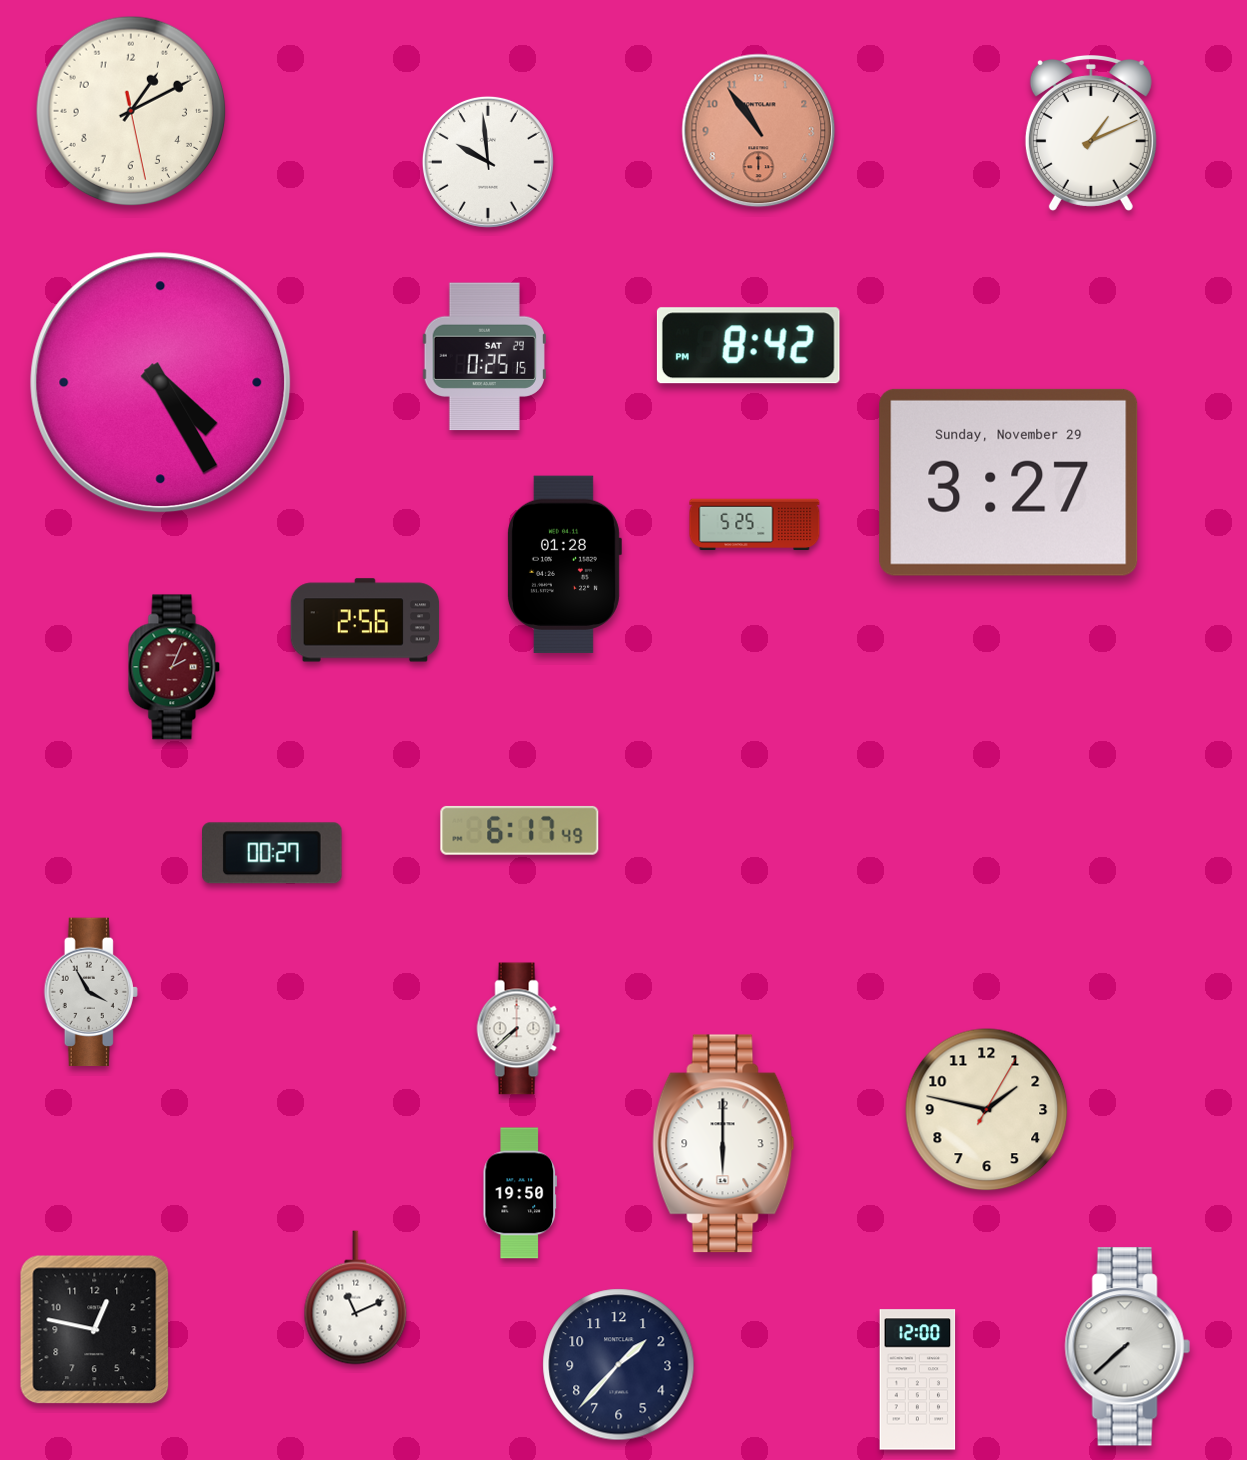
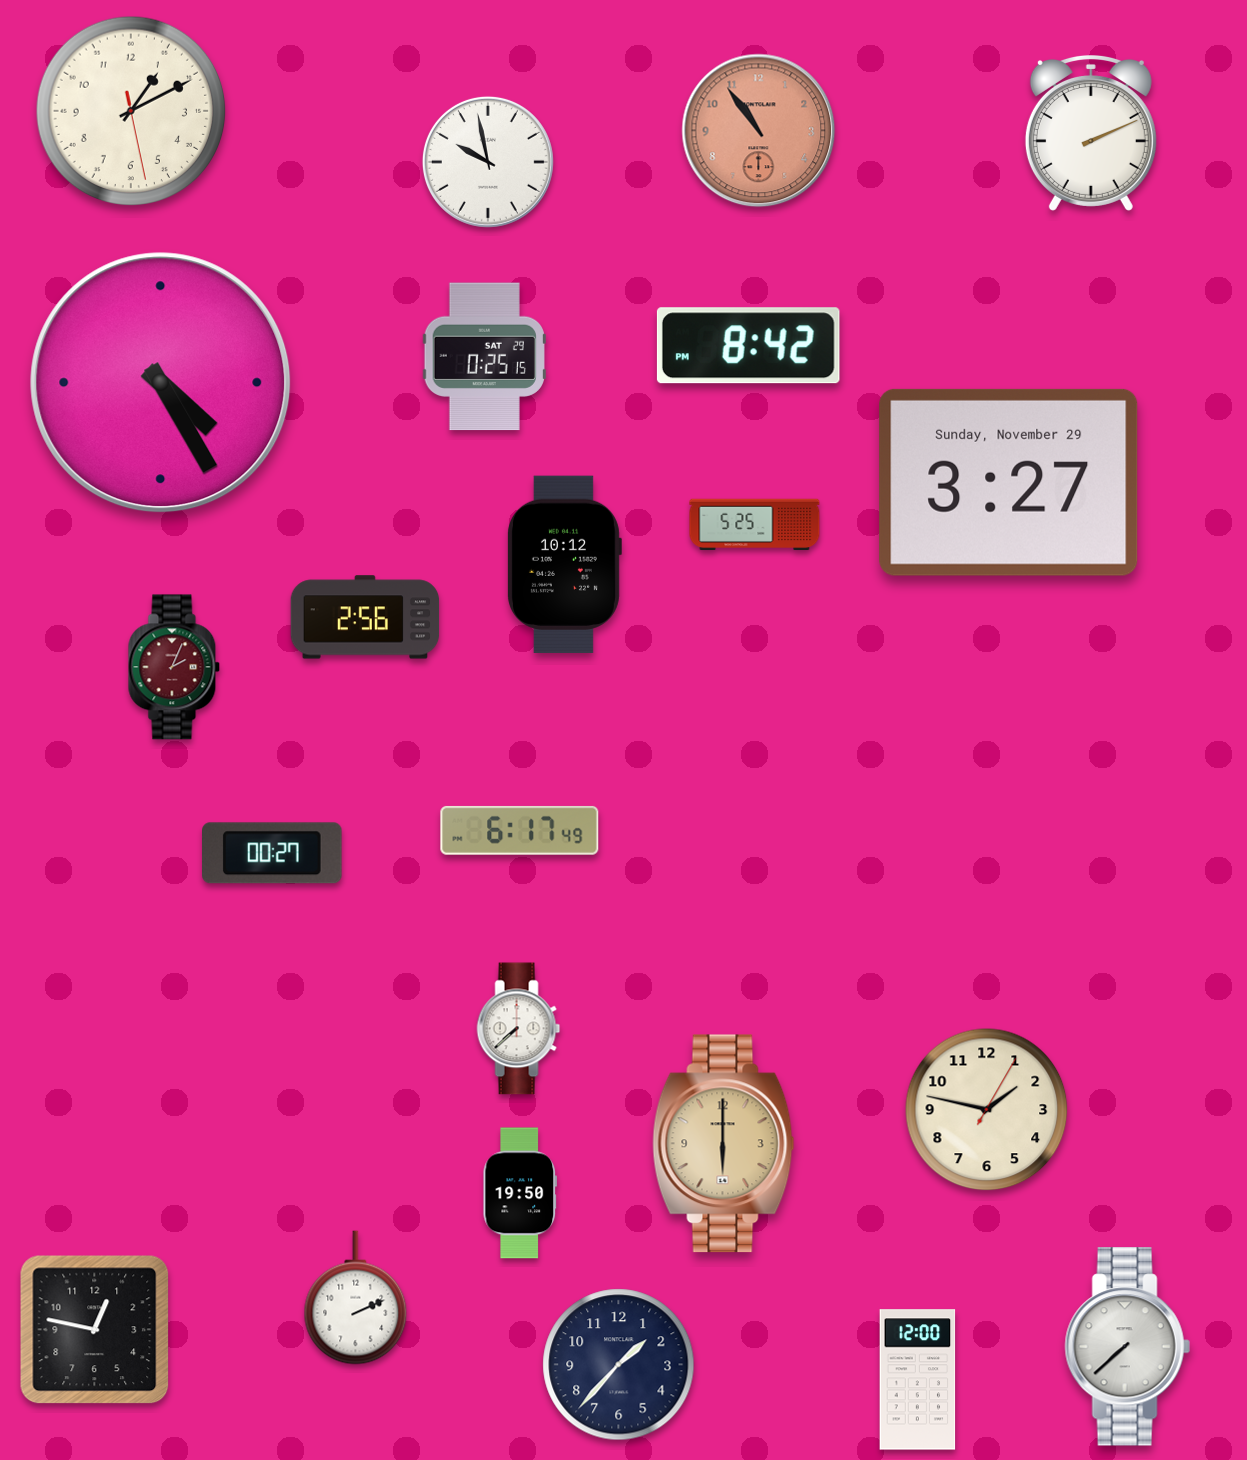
clock at (1091, 134): 1:11 -> 2:11
clock at (488, 162): 9:59 -> 9:58
clock at (564, 564): 01:28 -> 10:12
clock at (365, 620) position: (365, 620) -> (365, 617)
clock at (91, 992): 3:55 -> none
clock at (724, 1144) dial: white -> champagne
clock at (356, 1298): 11:11 -> 2:11
